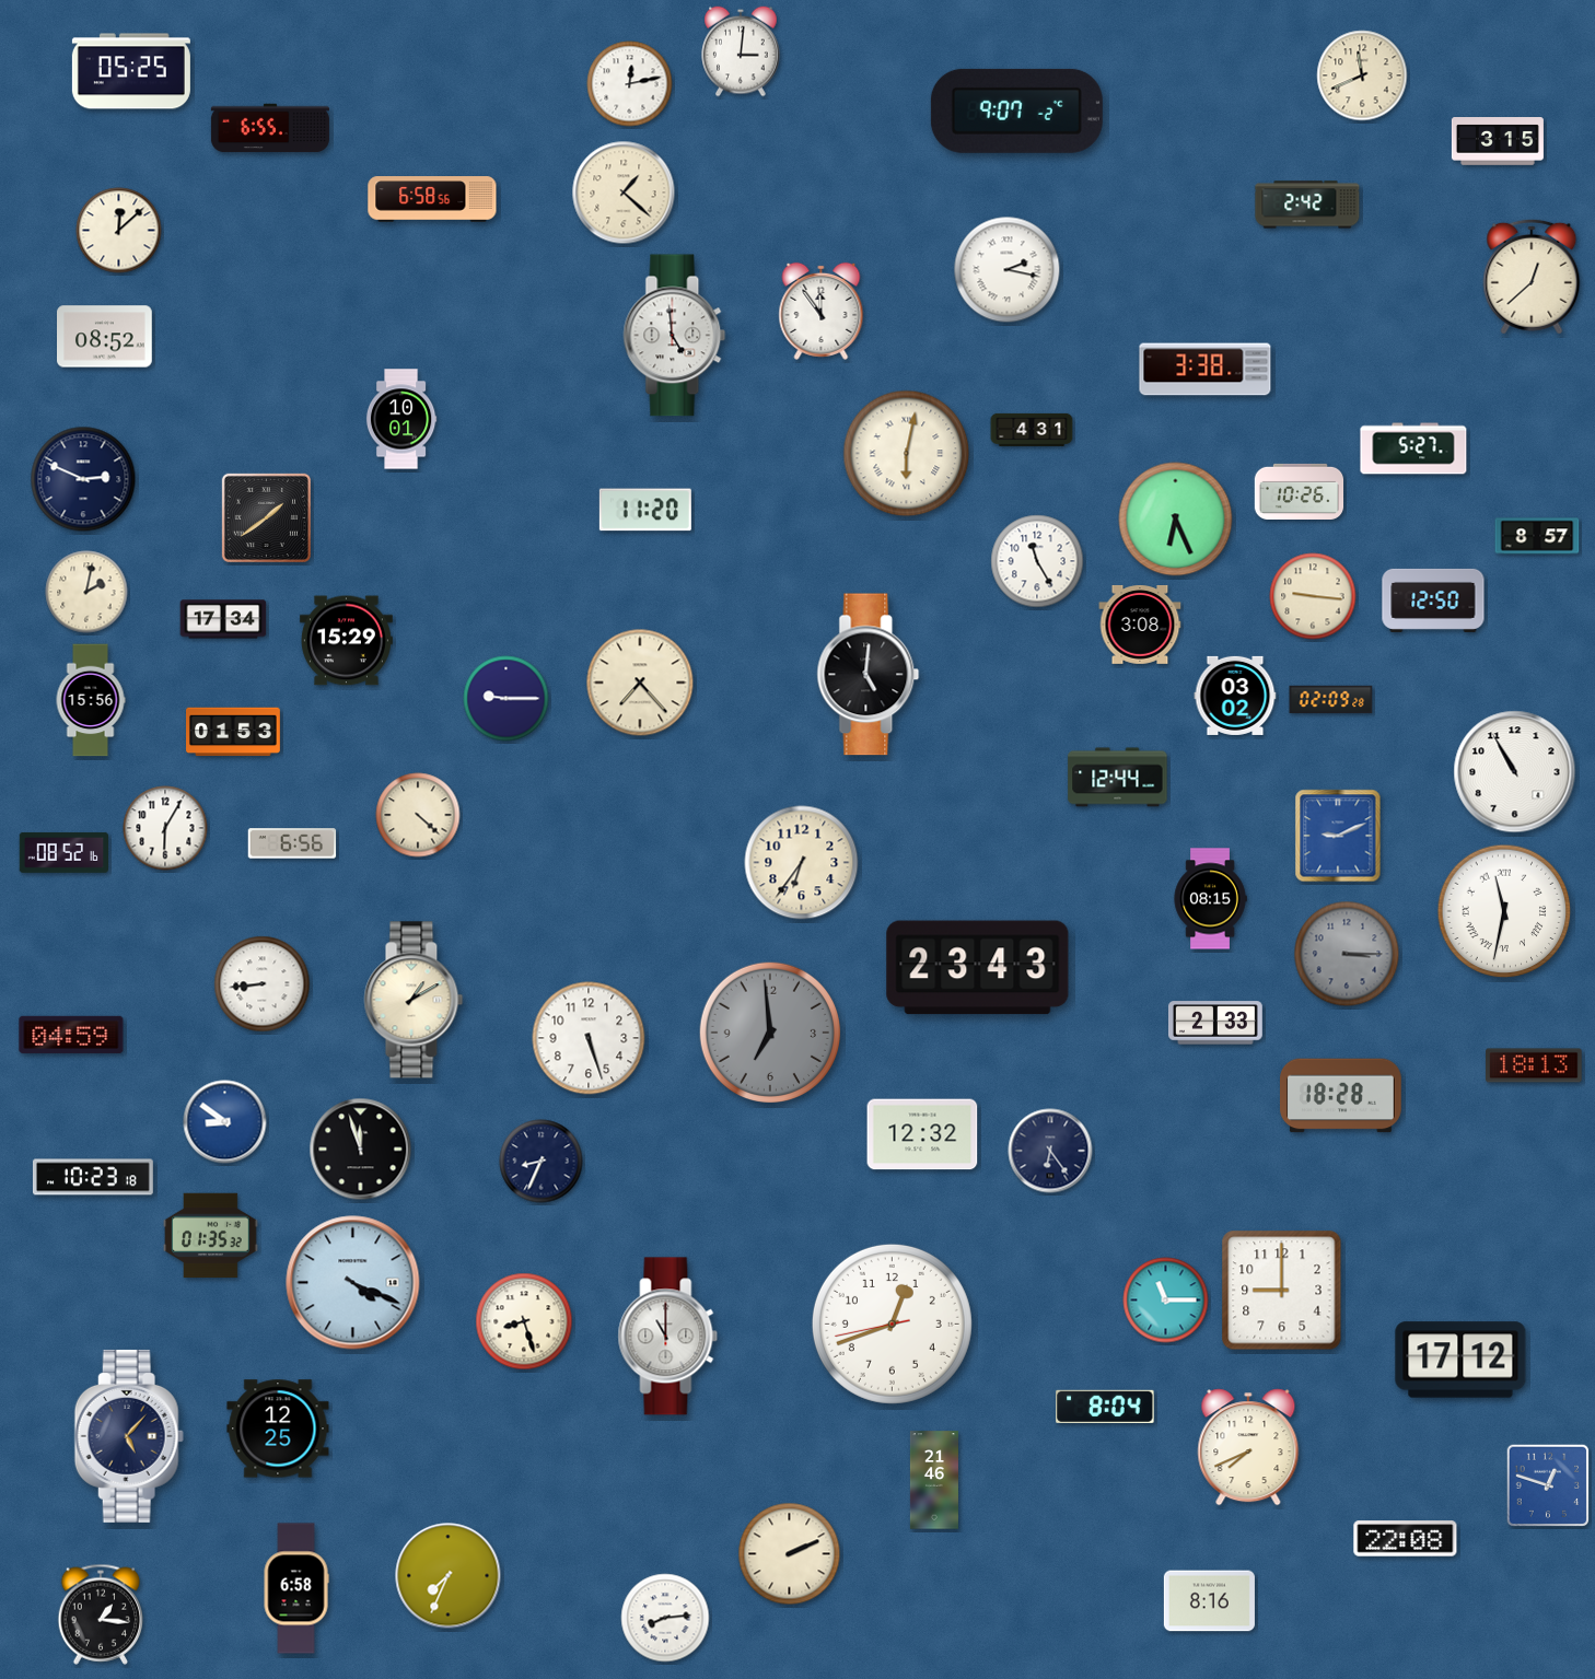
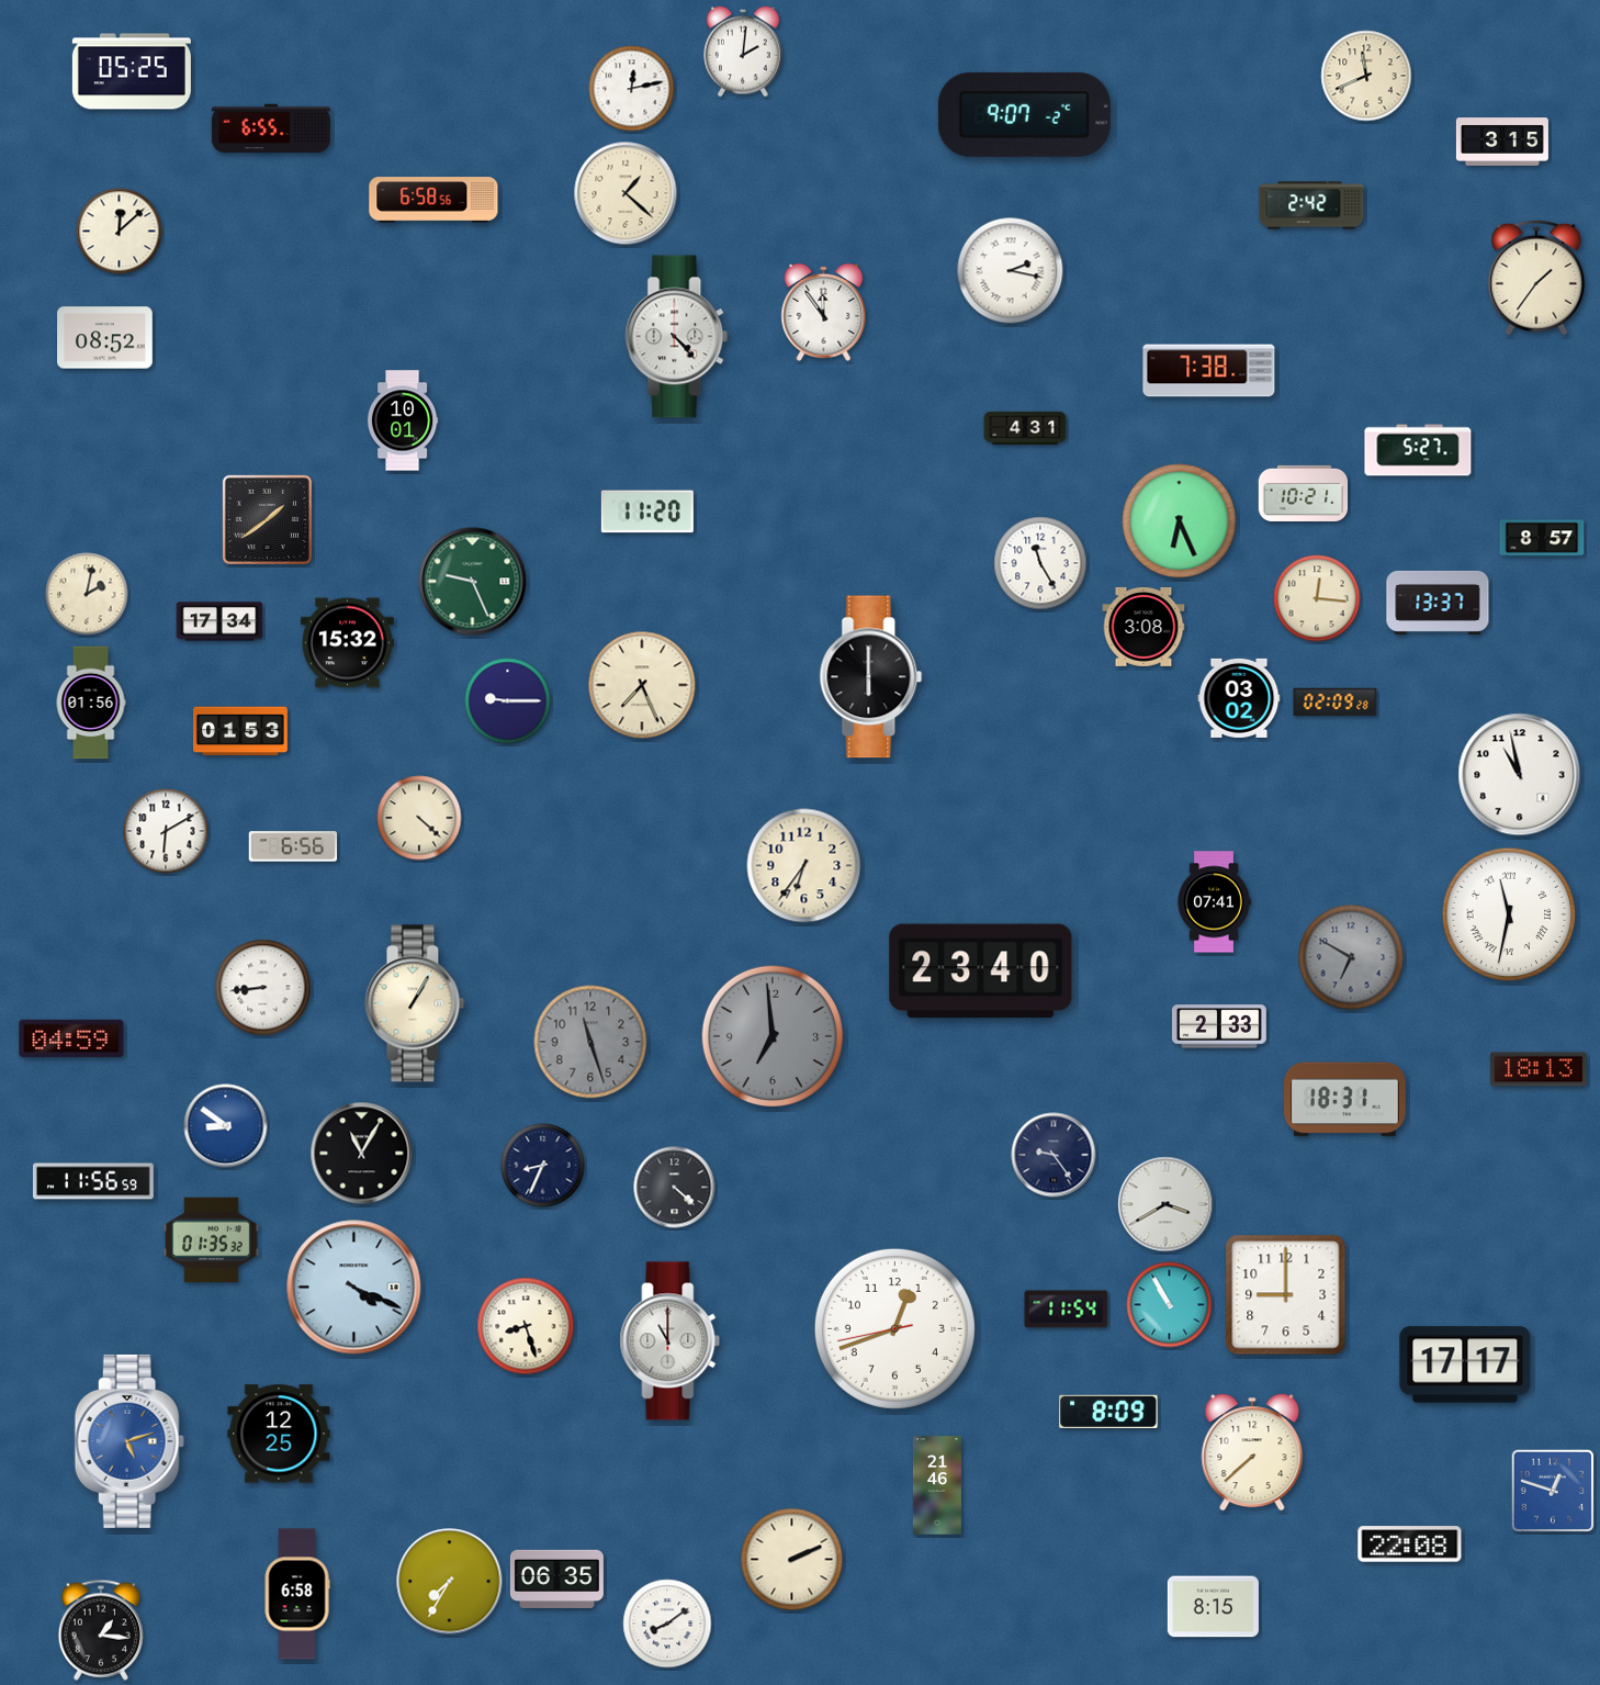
clock at (741, 51): 3:01 -> 2:01
clock at (630, 84) position: (630, 84) -> (632, 89)
clock at (1016, 110) position: (1016, 110) -> (1024, 114)
clock at (1532, 277): 12:38 -> 1:36
clock at (675, 336): 4:59 -> 4:23
clock at (1206, 370): 3:38 -> 7:38
clock at (1032, 430) position: (1032, 430) -> (1025, 428)
clock at (907, 454): 6:02 -> none
clock at (83, 479): 2:49 -> none
clock at (1300, 491): 10:26 -> 10:21
clock at (473, 582): none -> 9:26
clock at (1313, 596): 9:16 -> 12:16
clock at (1433, 601): 12:50 -> 13:37
clock at (223, 619) position: (223, 619) -> (219, 621)
clock at (346, 641): 15:29 -> 15:32
clock at (869, 675): 5:01 -> 6:00
clock at (640, 683): 7:23 -> 7:26
clock at (91, 700): 15:56 -> 01:56
clock at (234, 732) position: (234, 732) -> (241, 731)
clock at (1515, 772): 10:55 -> 10:58
clock at (1118, 778): 12:44 -> none
clock at (165, 828): 6:05 -> 6:10
clock at (1338, 836): 9:11 -> none
clock at (63, 852): 08:52 -> none
clock at (1210, 899): 08:15 -> 07:41
clock at (1347, 954): 3:15 -> 6:50
clock at (978, 968): 23:43 -> 23:40
clock at (414, 1000): 1:10 -> 1:05
clock at (589, 1038): 5:27 -> 11:27
clock at (589, 1038) dial: white -> grey
clock at (1341, 1096): 18:28 -> 18:31
clock at (922, 1134): 12:32 -> none
clock at (361, 1150): 11:57 -> 11:05
clock at (1050, 1151): 6:24 -> 9:24
clock at (93, 1177): 10:23 -> 11:56
clock at (675, 1188): none -> 4:22
clock at (1165, 1204): none -> 3:40
clock at (1166, 1301): 11:15 -> 10:55
clock at (1067, 1310): none -> 11:54
clock at (1460, 1360): 17:12 -> 17:17
clock at (1105, 1407): 8:04 -> 8:09
clock at (129, 1436): 5:07 -> 5:12
clock at (129, 1436) dial: navy -> blue
clock at (1248, 1447): 7:41 -> 7:38
clock at (556, 1579): none -> 06:35
clock at (449, 1576): 7:34 -> 7:35
clock at (1209, 1601): 8:16 -> 8:15
clock at (101, 1614) position: (101, 1614) -> (101, 1630)
clock at (665, 1618): 8:14 -> 8:09
